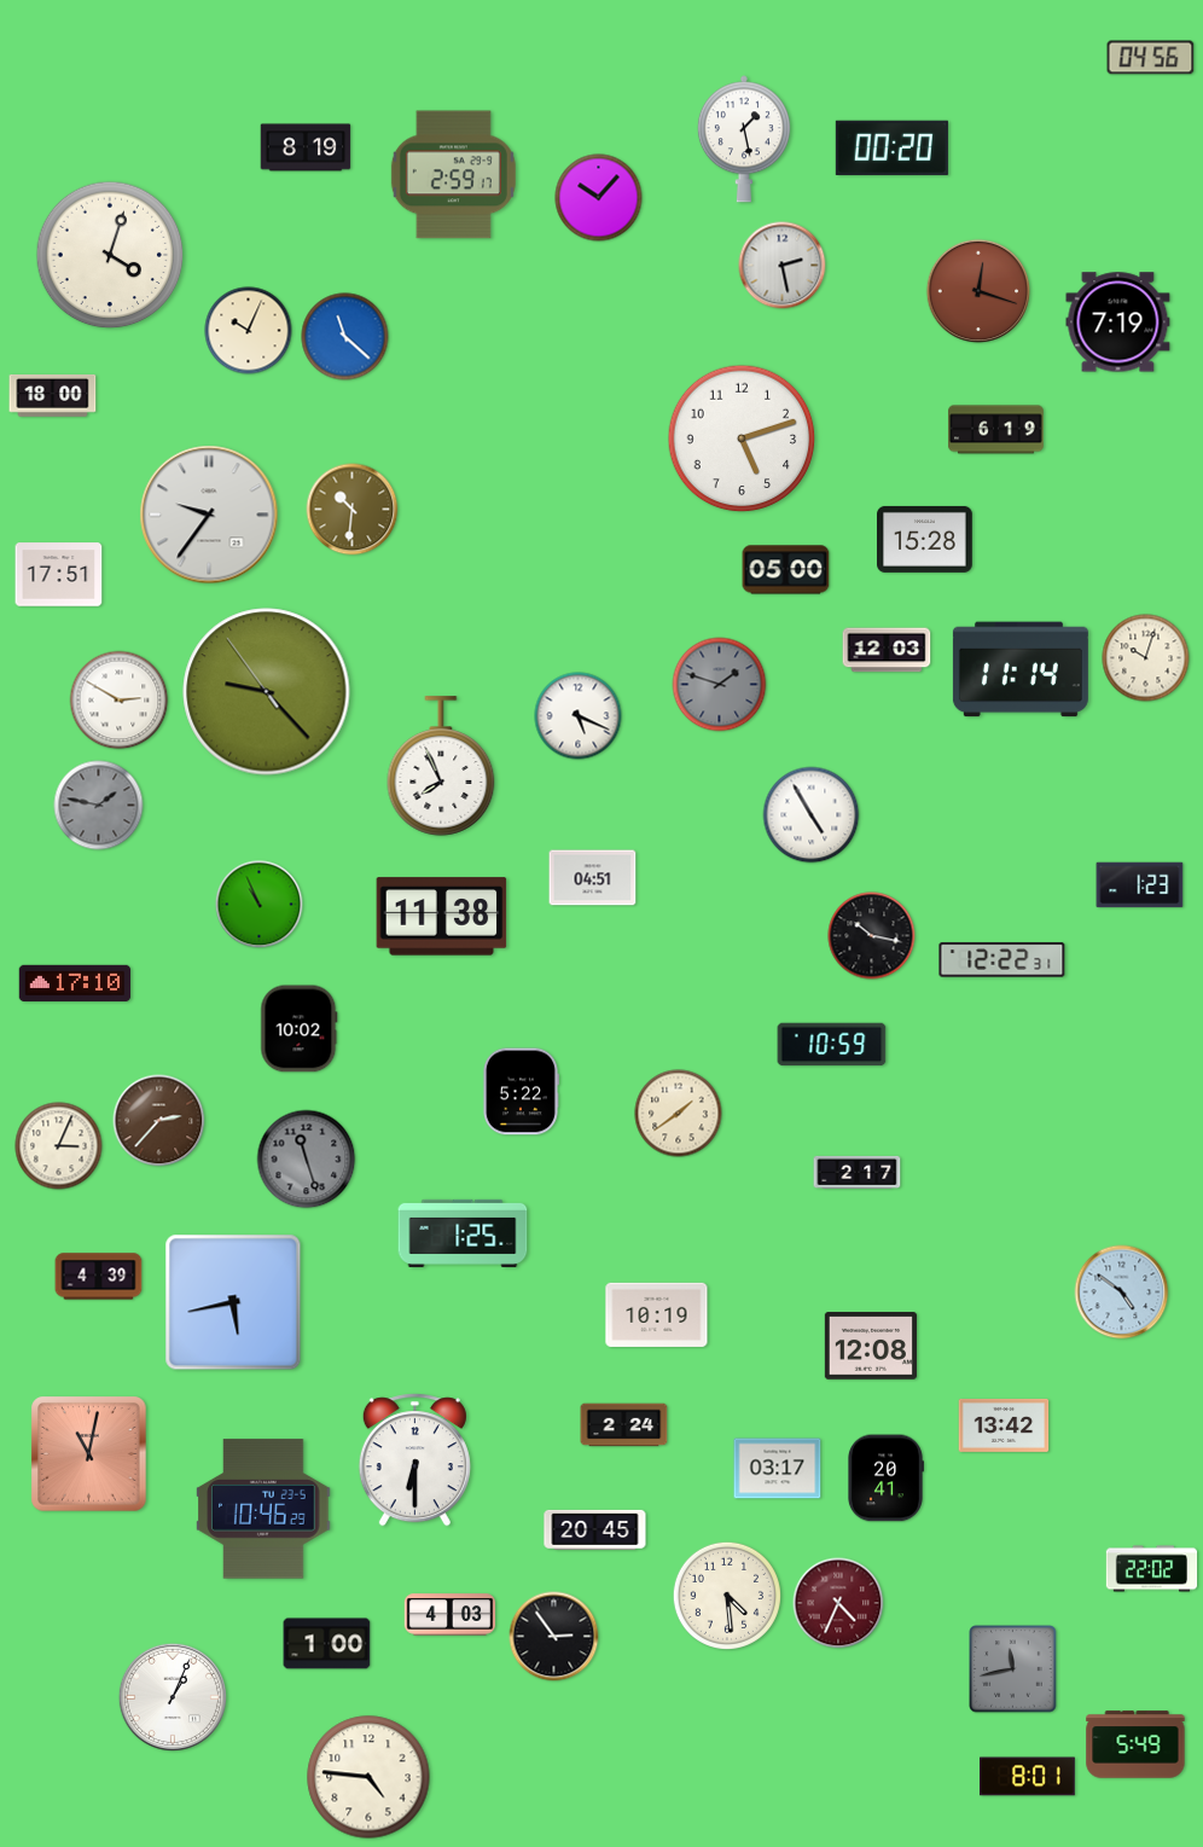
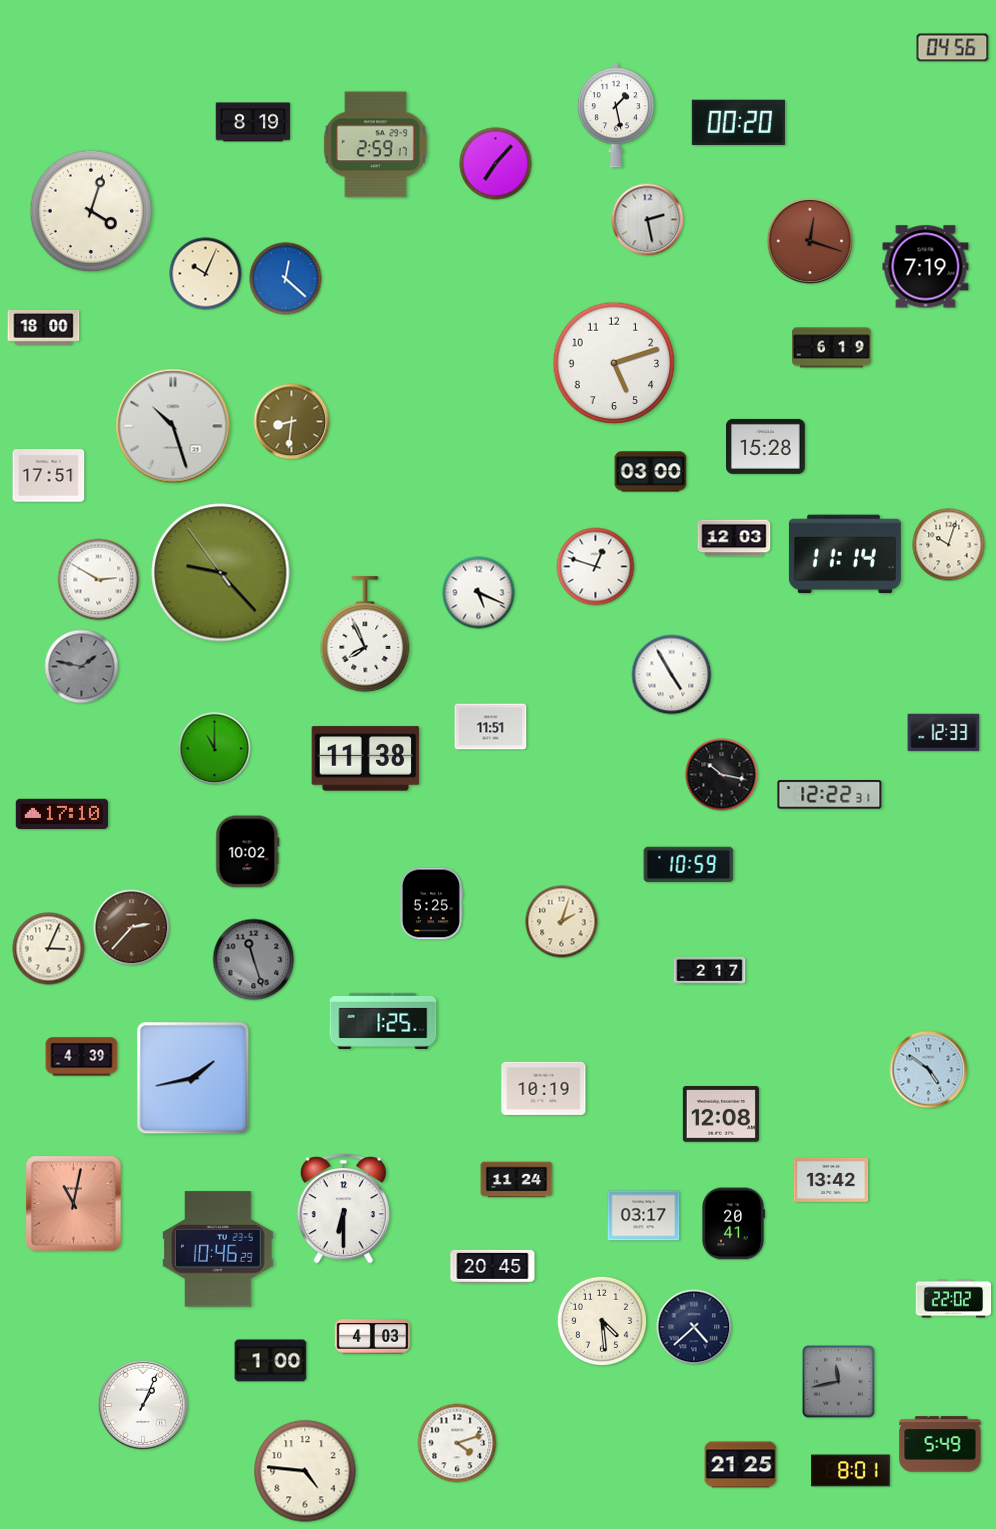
clock at (599, 198): 10:07 -> 7:07
clock at (345, 337): 11:22 -> 12:22
clock at (996, 430) position: (996, 430) -> (832, 348)
clock at (353, 510): 10:31 -> 8:31
clock at (209, 515): 9:36 -> 10:27
clock at (786, 570): 05:00 -> 03:00
clock at (720, 685): 1:48 -> 12:48
clock at (720, 685) dial: grey -> white
clock at (593, 878): 04:51 -> 11:51
clock at (1140, 885): 1:23 -> 12:33
clock at (260, 905): 10:56 -> 11:00
clock at (521, 1092): 5:22 -> 5:25
clock at (679, 1114): 1:39 -> 2:03
clock at (233, 1302): 5:43 -> 1:43
clock at (624, 1425): 2:24 -> 11:24
clock at (838, 1603): 4:34 -> 4:38
clock at (838, 1603) dial: burgundy -> navy
clock at (554, 1637): 2:54 -> none
clock at (457, 1443): none -> 4:12
clock at (741, 1465): none -> 21:25
